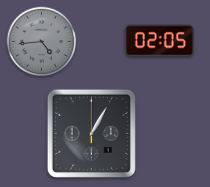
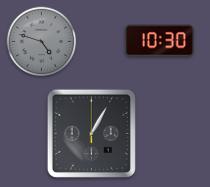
clock at (159, 41): 02:05 -> 10:30
clock at (42, 42): 4:44 -> 4:48
